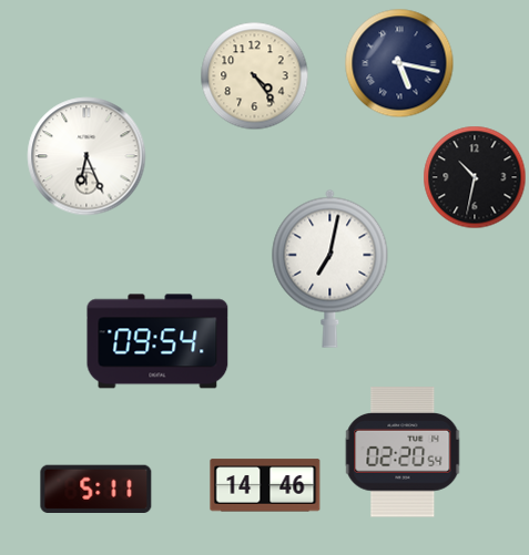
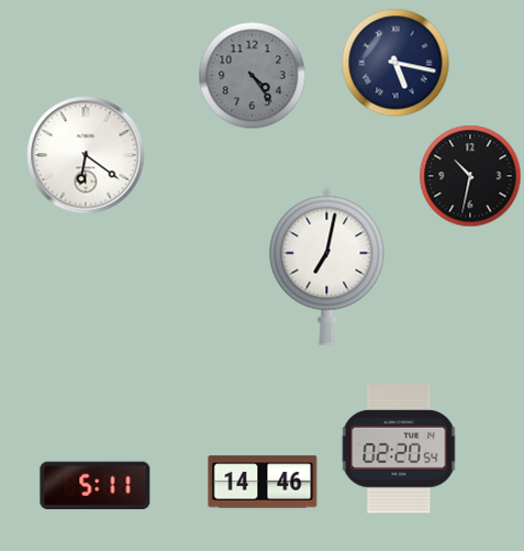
clock at (255, 76) dial: cream -> grey
clock at (87, 156): 6:26 -> 6:21
clock at (157, 341): 09:54 -> none
